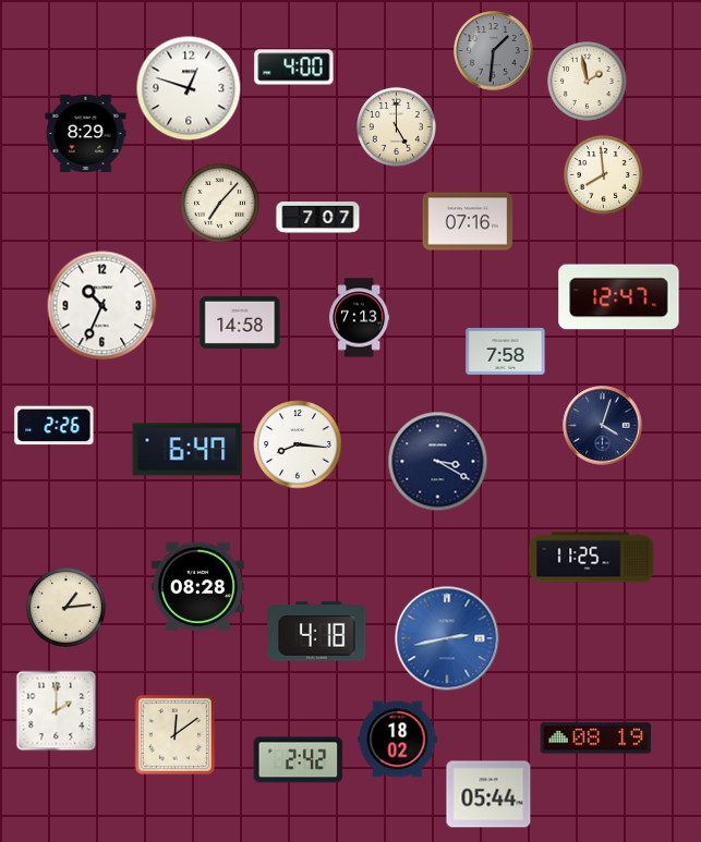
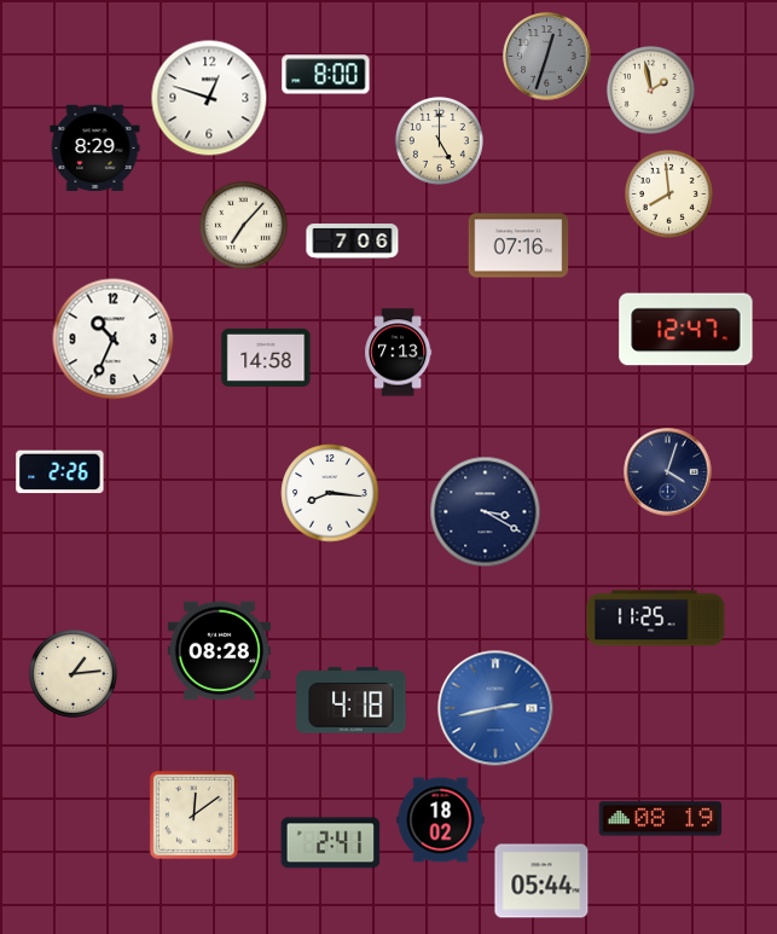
clock at (494, 51): 1:31 -> 12:33
clock at (294, 68): 4:00 -> 8:00
clock at (318, 218): 7:07 -> 7:06
clock at (506, 351): 7:58 -> none
clock at (188, 450): 6:47 -> none
clock at (57, 711): 2:00 -> none
clock at (299, 760): 2:42 -> 2:41
